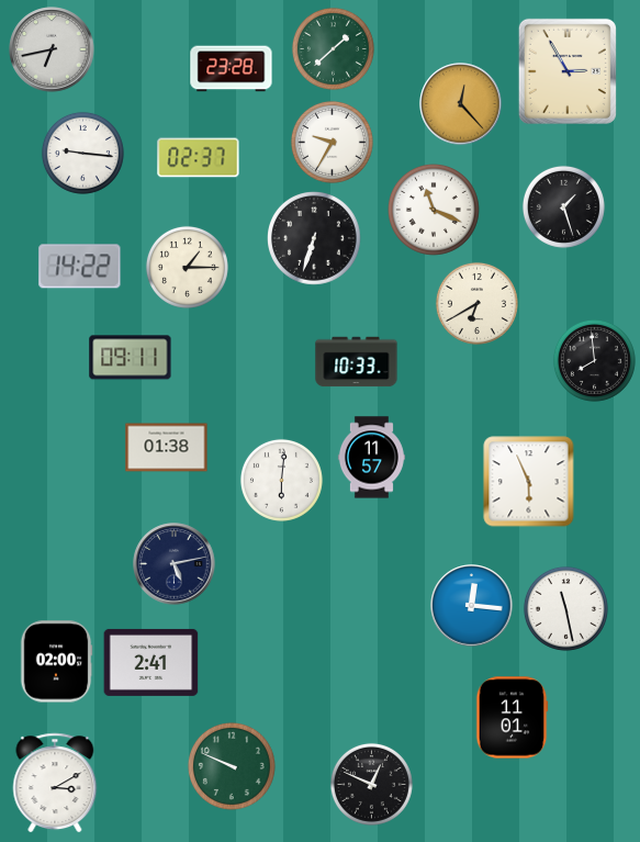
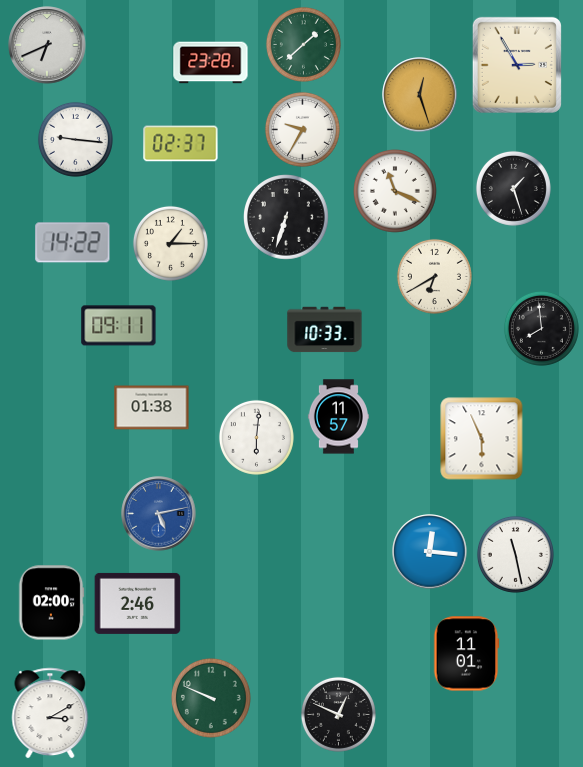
clock at (52, 49): 6:43 -> 6:41
clock at (461, 104): 12:23 -> 12:27
clock at (175, 564) dial: navy -> blue
clock at (151, 662): 2:41 -> 2:46
